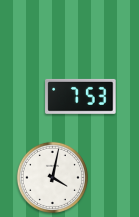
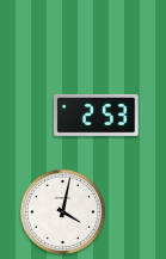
clock at (81, 96): 7:53 -> 2:53
